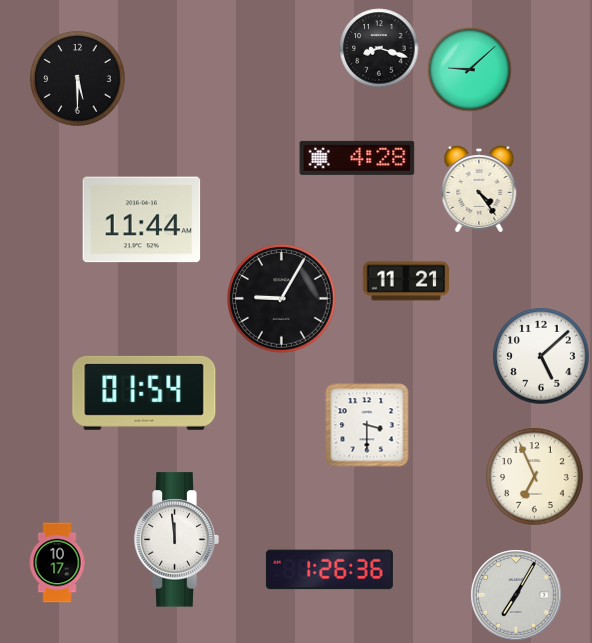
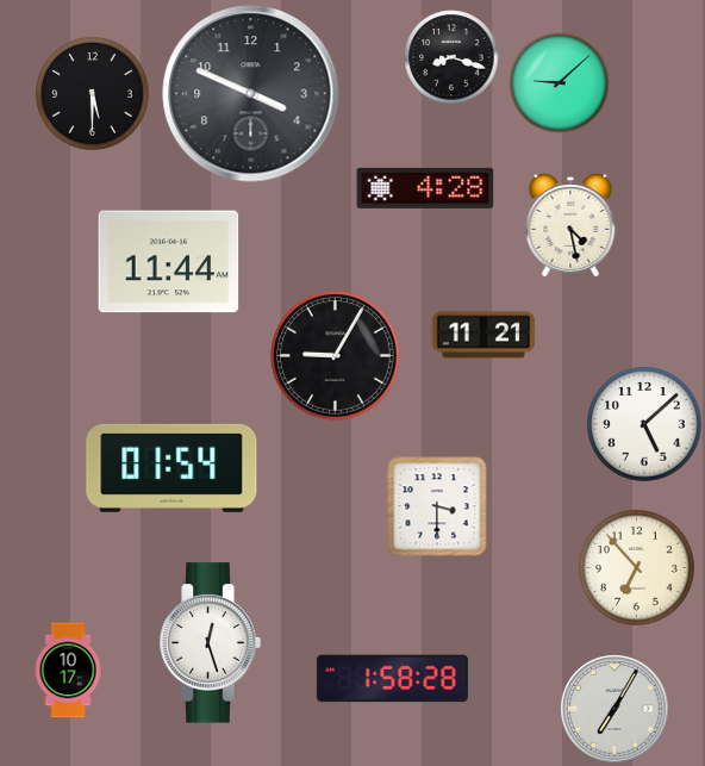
clock at (251, 94): none -> 3:49
clock at (479, 190): 4:24 -> 4:28
clock at (535, 477): 6:56 -> 6:53
clock at (176, 540): 11:59 -> 12:27
clock at (329, 570): 1:26 -> 1:58
